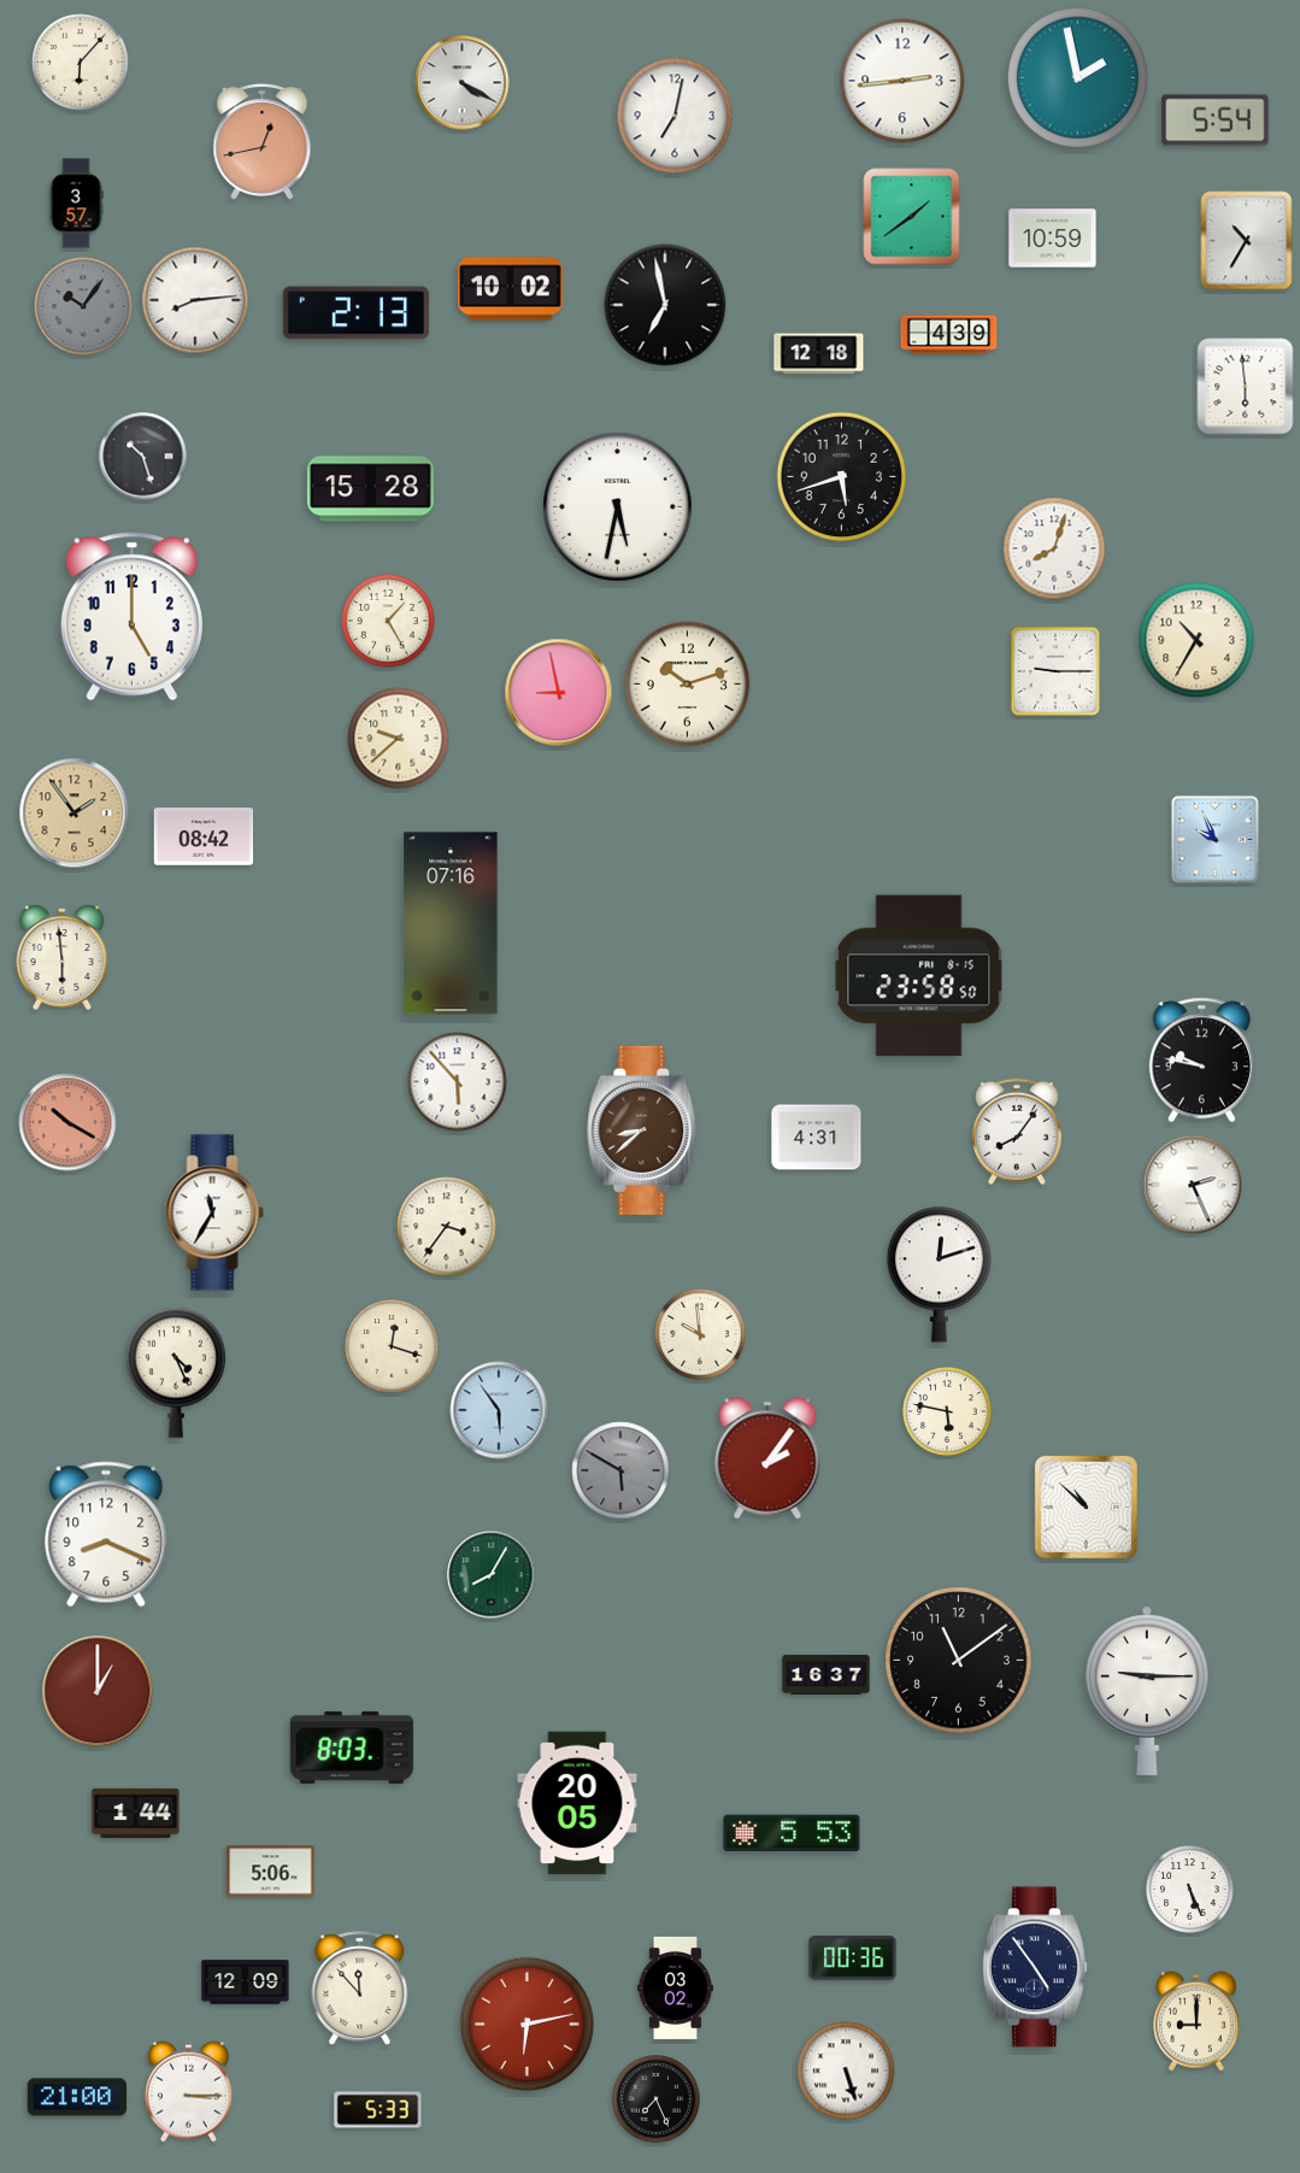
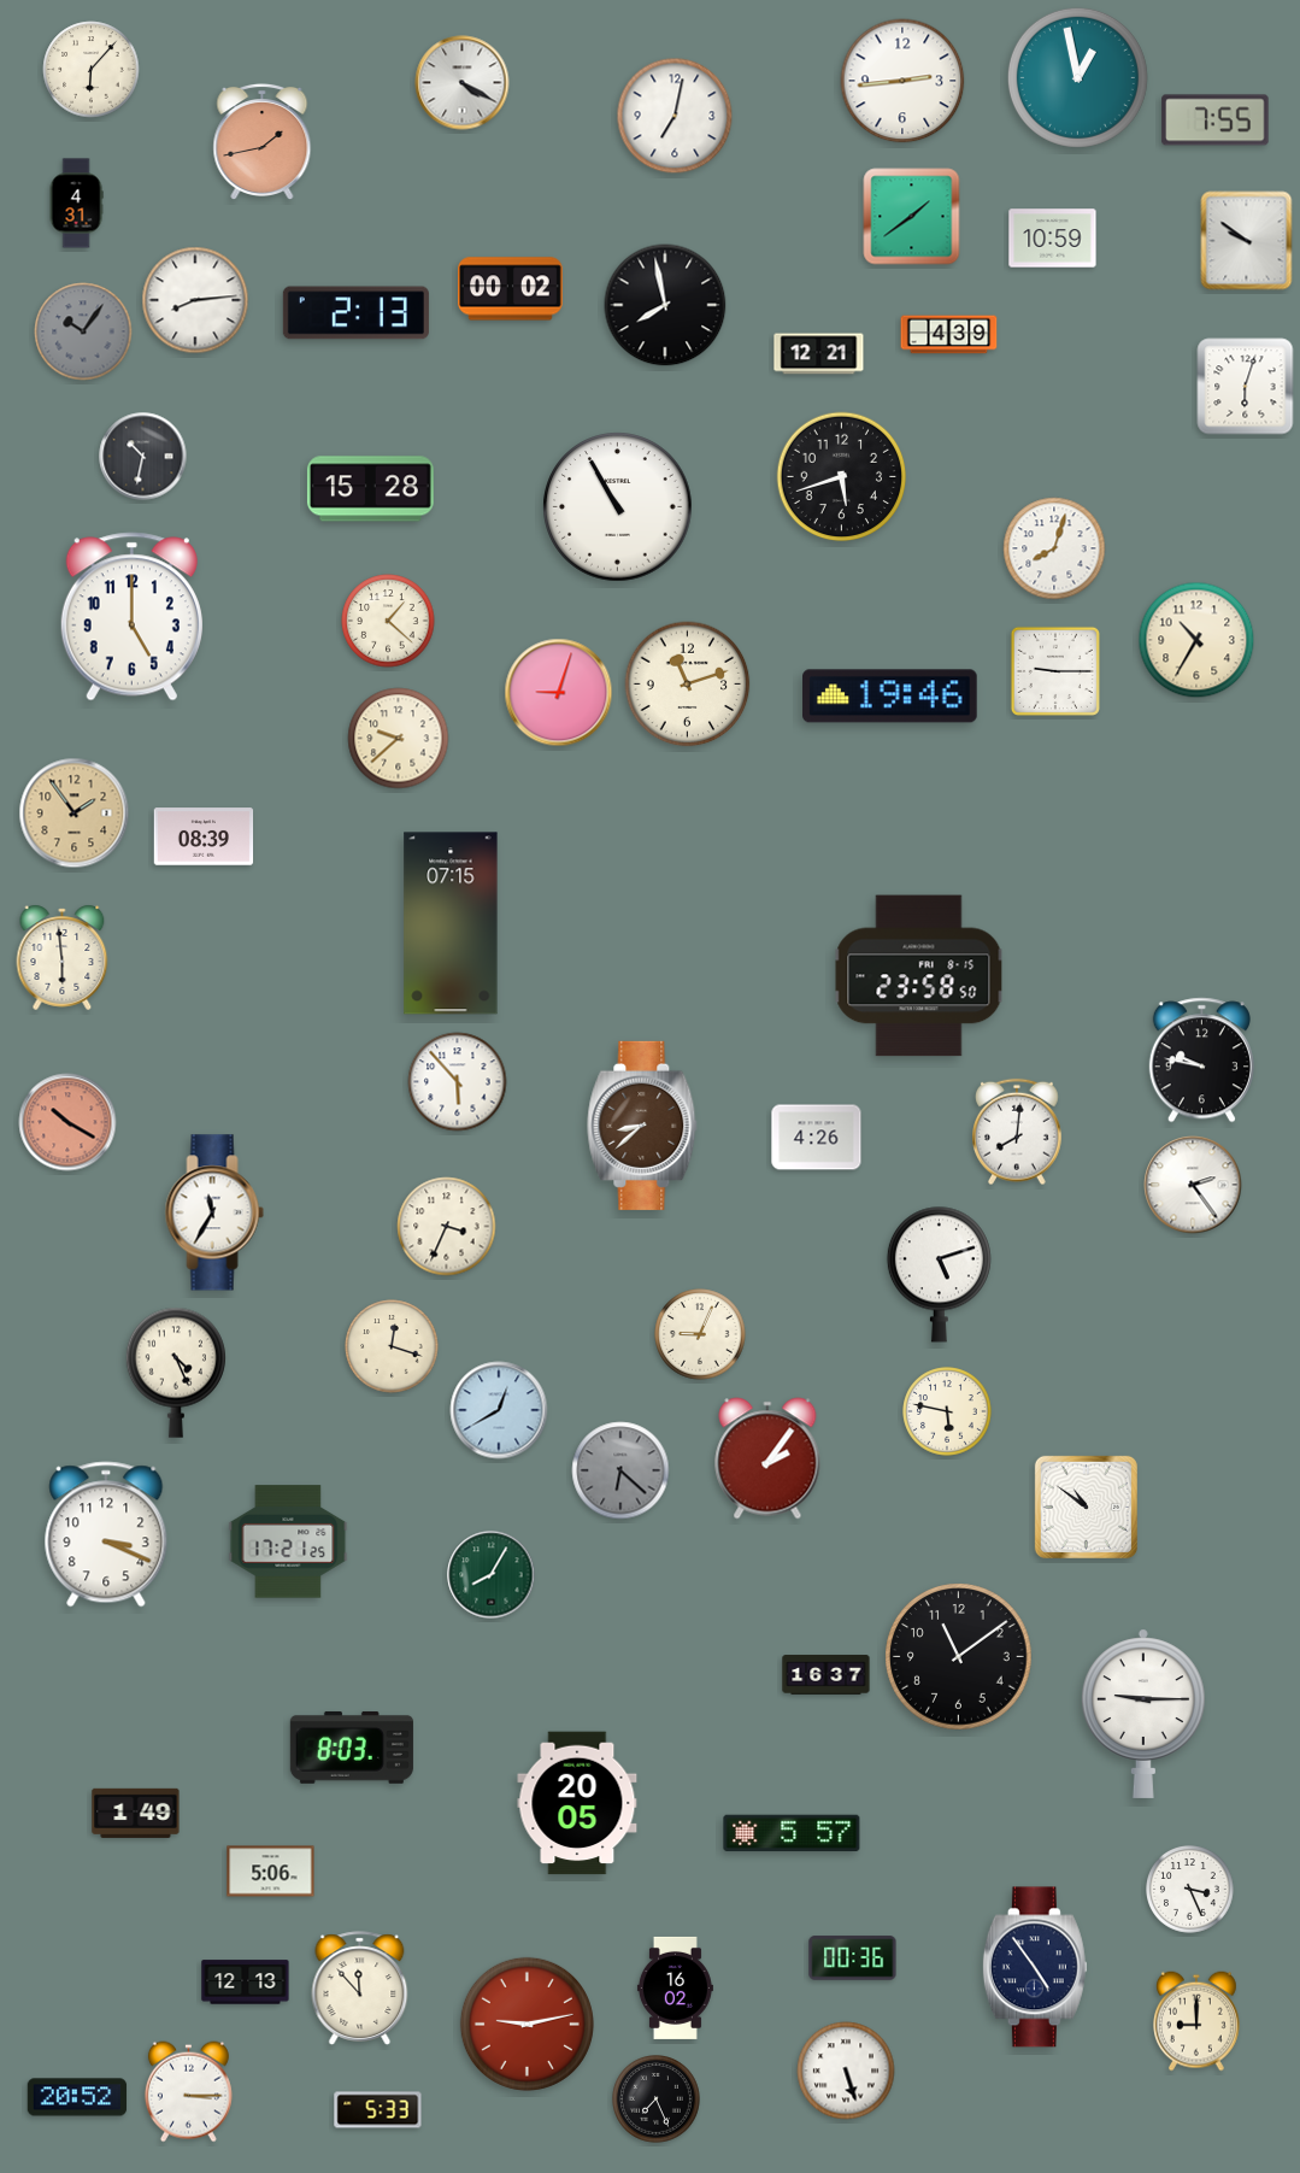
clock at (81, 63) position: (81, 63) -> (92, 70)
clock at (1077, 77): 1:58 -> 12:58
clock at (1216, 121): 5:54 -> 7:55
clock at (263, 141): 12:43 -> 1:43
clock at (76, 204): 3:57 -> 4:31
clock at (1247, 241): 10:35 -> 9:51
clock at (511, 289): 10:02 -> 00:02
clock at (665, 305): 6:58 -> 7:58
clock at (83, 306) position: (83, 306) -> (83, 331)
clock at (819, 354): 12:18 -> 12:21
clock at (1246, 387): 5:59 -> 6:03
clock at (143, 457): 10:27 -> 10:32
clock at (618, 507): 5:32 -> 10:55
clock at (388, 621): 1:25 -> 1:22
clock at (688, 685): 10:12 -> 11:12
clock at (559, 693): 8:58 -> 9:03
clock at (890, 697): none -> 19:46
clock at (204, 836): 08:42 -> 08:39
clock at (1214, 839): 9:56 -> none
clock at (451, 923): 07:16 -> 07:15
clock at (642, 1130) position: (642, 1130) -> (642, 1126)
clock at (1018, 1132): 8:06 -> 8:01
clock at (817, 1138): 4:31 -> 4:26
clock at (1193, 1185): 2:26 -> 2:24
clock at (447, 1227): 3:36 -> 3:34
clock at (939, 1274): 12:12 -> 5:12
clock at (700, 1334): 9:59 -> 9:04
clock at (499, 1410): 5:54 -> 12:40
clock at (620, 1470): 5:50 -> 6:22
clock at (1086, 1507): 10:52 -> 10:51
clock at (106, 1534): 8:19 -> 3:19
clock at (288, 1541): none -> 17:21
clock at (959, 1661) position: (959, 1661) -> (959, 1657)
clock at (98, 1691): 1:00 -> none
clock at (1147, 1691) position: (1147, 1691) -> (1143, 1714)
clock at (136, 1813): 1:44 -> 1:49
clock at (792, 1833): 5:53 -> 5:57
clock at (1190, 1890): 5:26 -> 3:26
clock at (246, 1983): 12:09 -> 12:13
clock at (675, 1987): 03:02 -> 16:02
clock at (527, 2024): 6:13 -> 9:13
clock at (77, 2097): 21:00 -> 20:52
